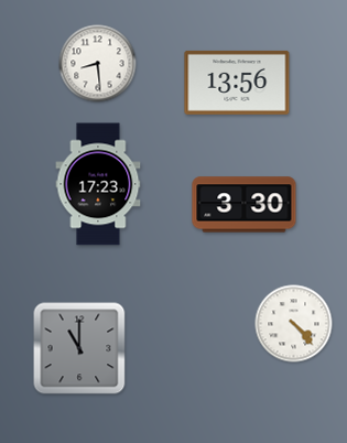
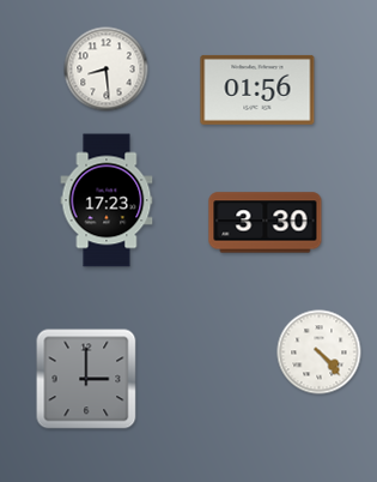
clock at (237, 83): 13:56 -> 01:56
clock at (79, 348): 11:00 -> 3:00
